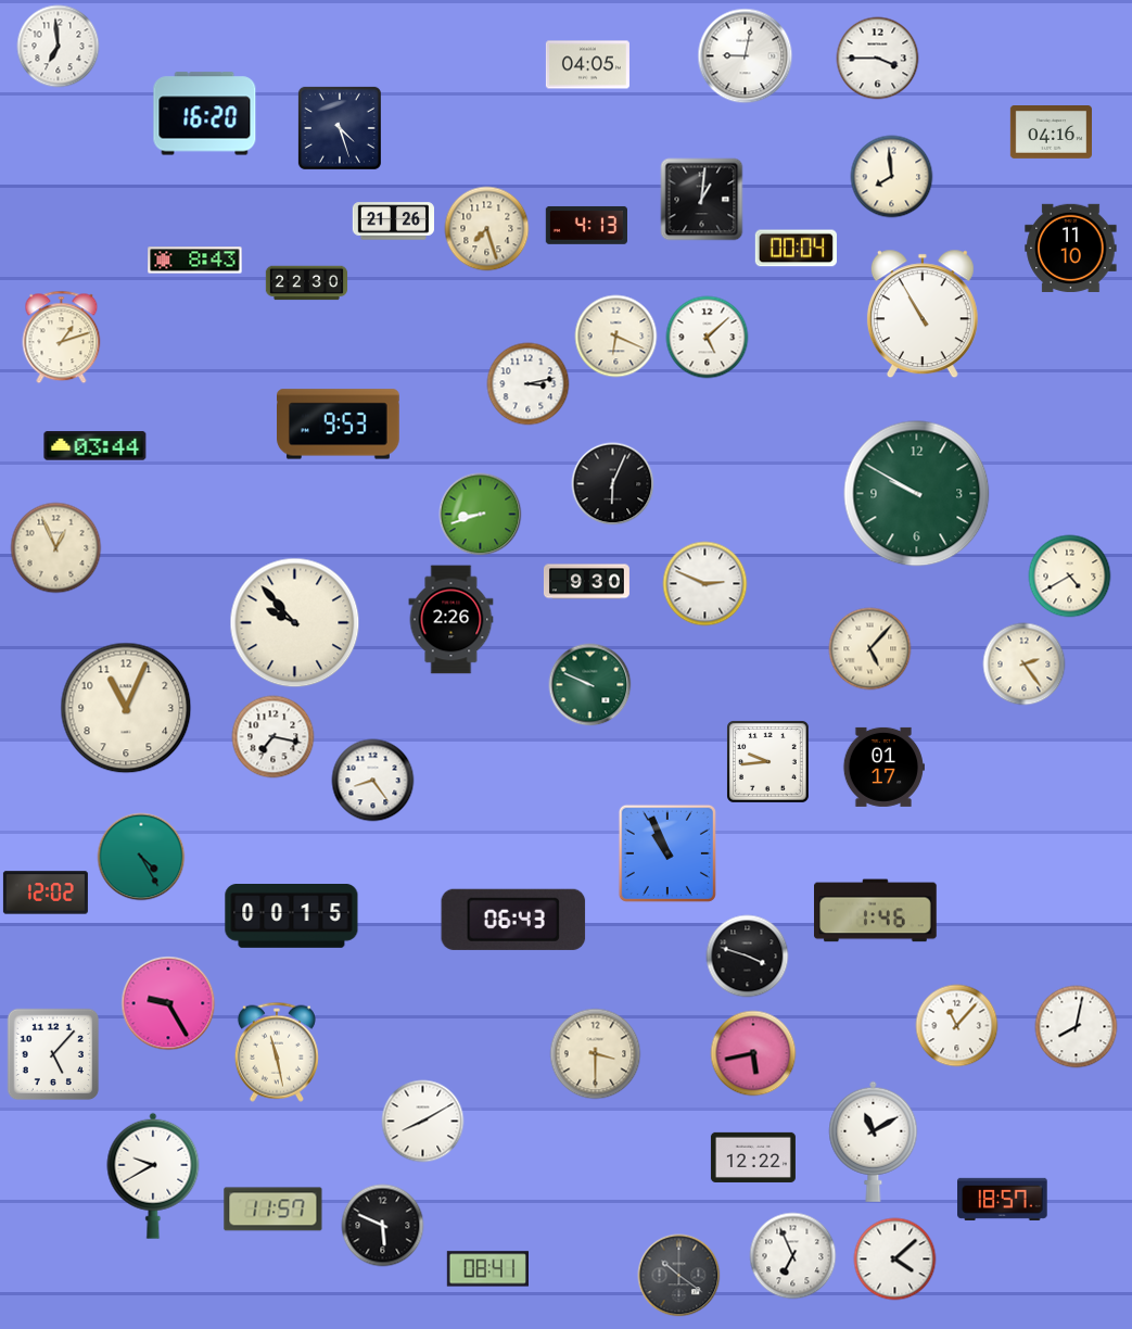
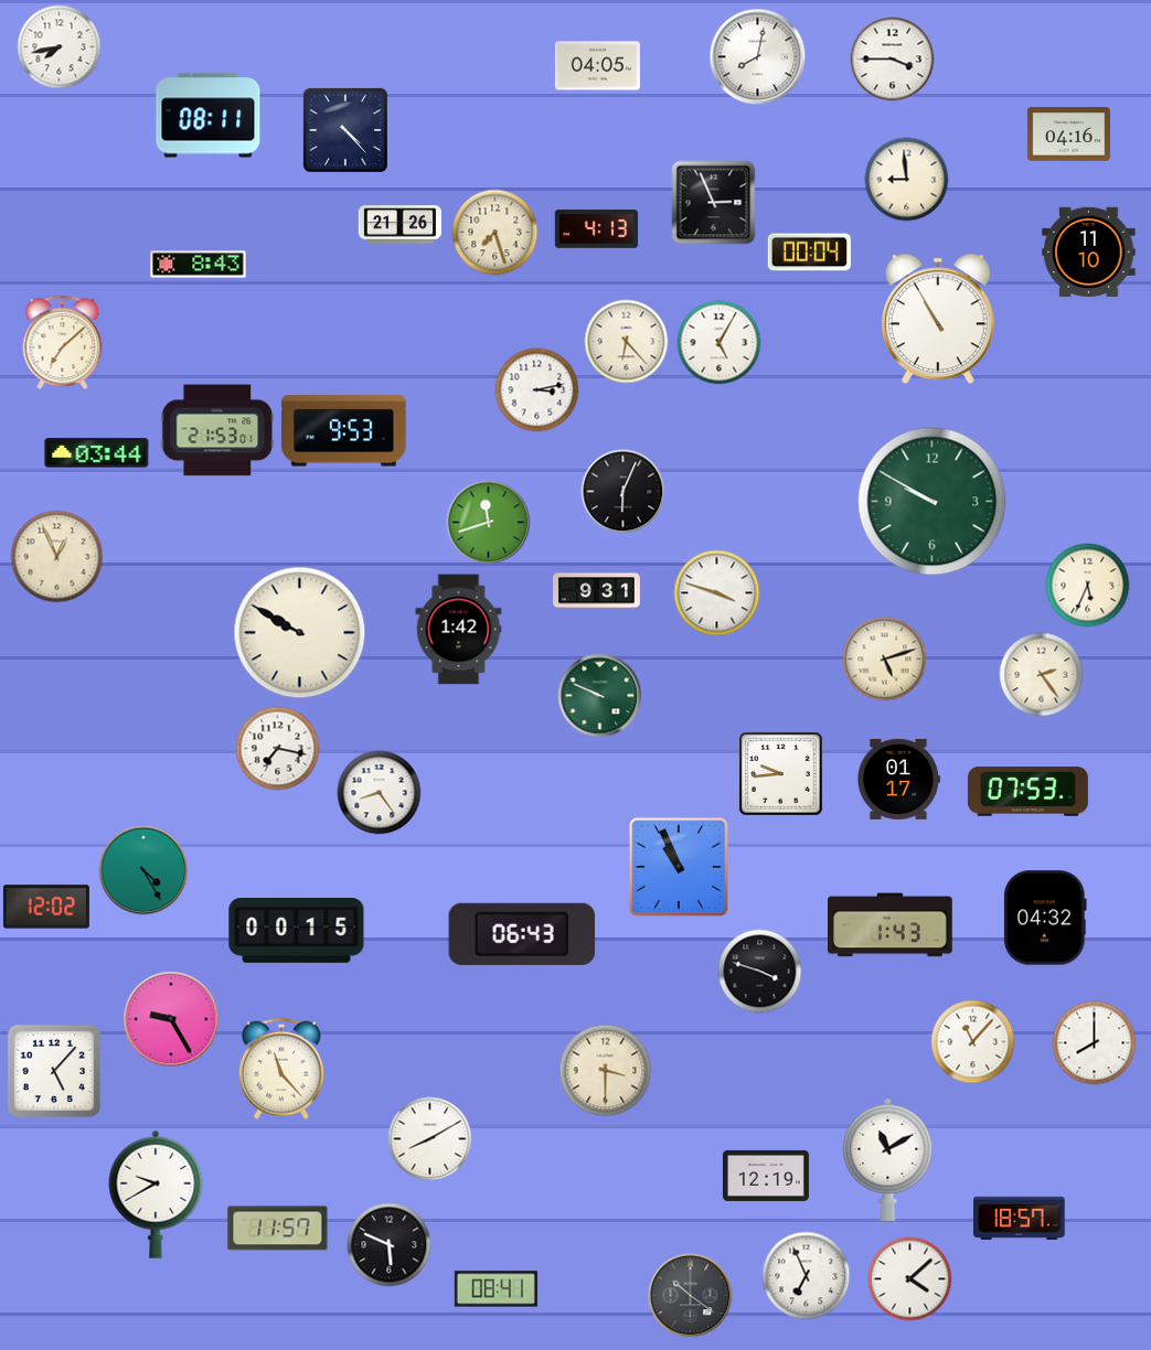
clock at (59, 47): 6:59 -> 7:43
clock at (746, 56): 9:02 -> 8:02
clock at (205, 114): 16:20 -> 08:11
clock at (340, 128): 4:27 -> 4:23
clock at (892, 177): 7:59 -> 8:59
clock at (702, 200): 1:01 -> 2:56
clock at (307, 283): 22:30 -> none
clock at (616, 337): 6:19 -> 6:23
clock at (62, 338): 1:12 -> 7:08
clock at (708, 338): 5:08 -> 5:05
clock at (217, 430): none -> 21:53
clock at (481, 515): 8:42 -> 11:42
clock at (1070, 577): 4:40 -> 5:34
clock at (586, 582): 9:30 -> 9:31
clock at (705, 584): 2:49 -> 3:48
clock at (451, 620): 2:26 -> 1:42
clock at (295, 623): 9:53 -> 9:50
clock at (870, 649): 5:07 -> 5:12
clock at (126, 708): 11:04 -> none
clock at (1027, 792): none -> 07:53
clock at (1045, 918): none -> 04:32
clock at (876, 911): 1:46 -> 1:43
clock at (1077, 1027): 8:02 -> 8:00
clock at (277, 1052): 11:28 -> 11:23
clock at (753, 1053): 5:43 -> none
clock at (753, 1157): 12:22 -> 12:19
